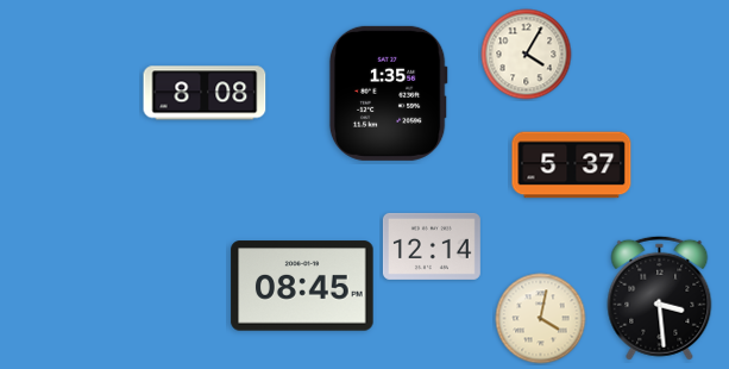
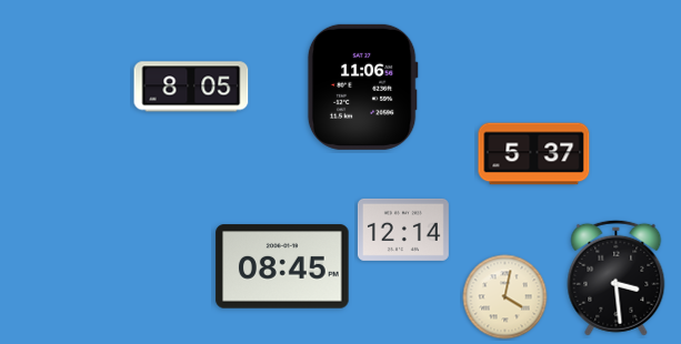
clock at (527, 55): 4:05 -> none
clock at (205, 93): 8:08 -> 8:05
clock at (388, 93): 1:35 -> 11:06
